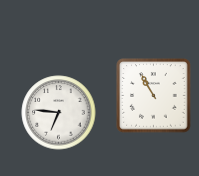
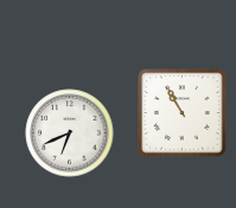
clock at (59, 113): 6:46 -> 6:41
